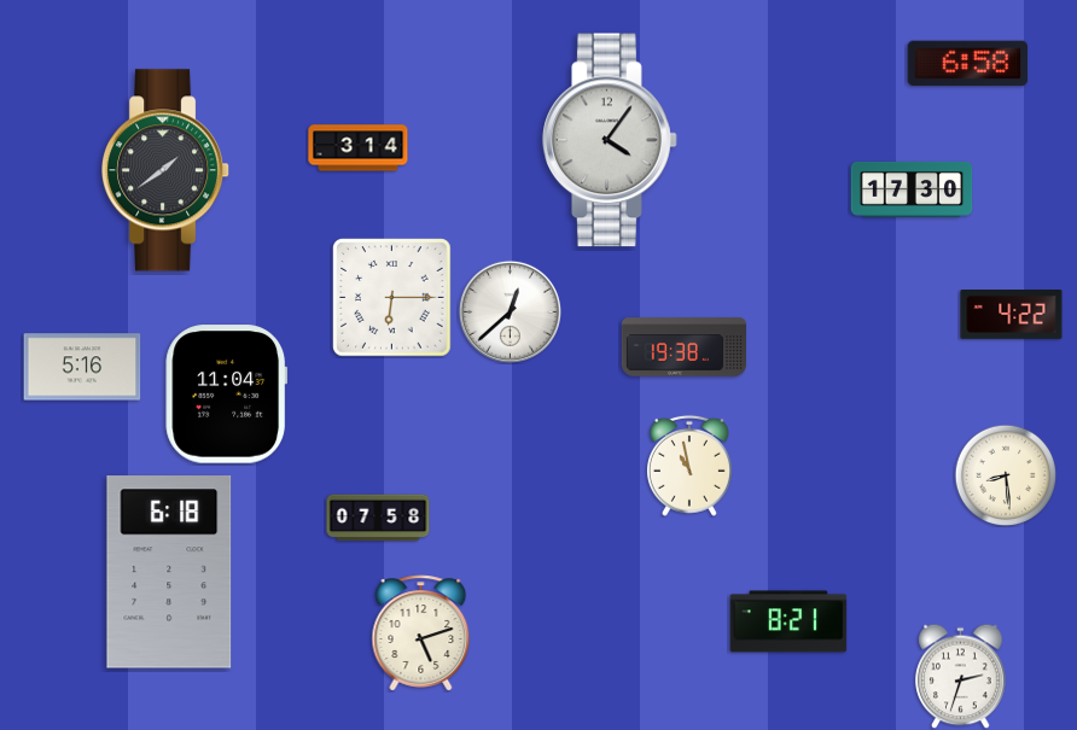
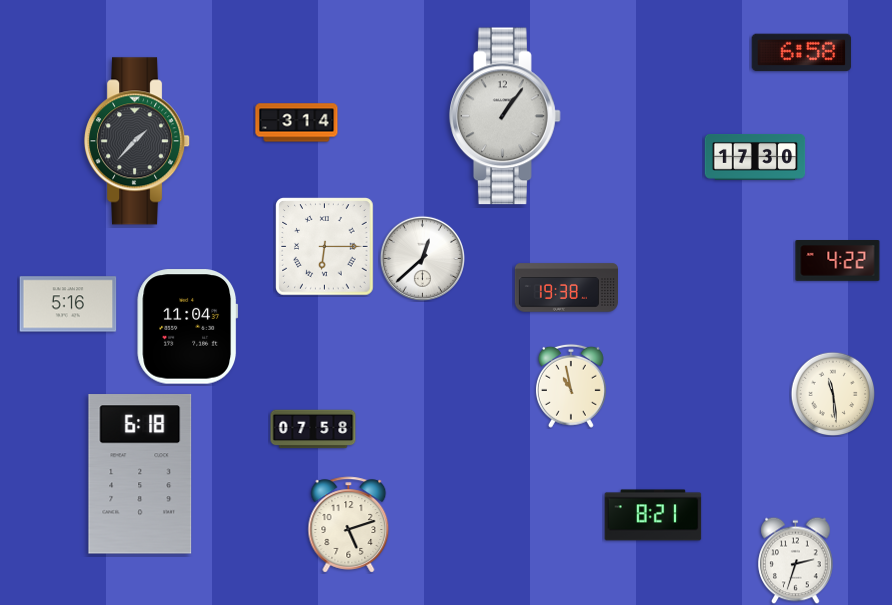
clock at (611, 140): 4:06 -> 1:06
clock at (167, 170): 1:39 -> 1:37
clock at (1006, 475): 8:29 -> 11:29
